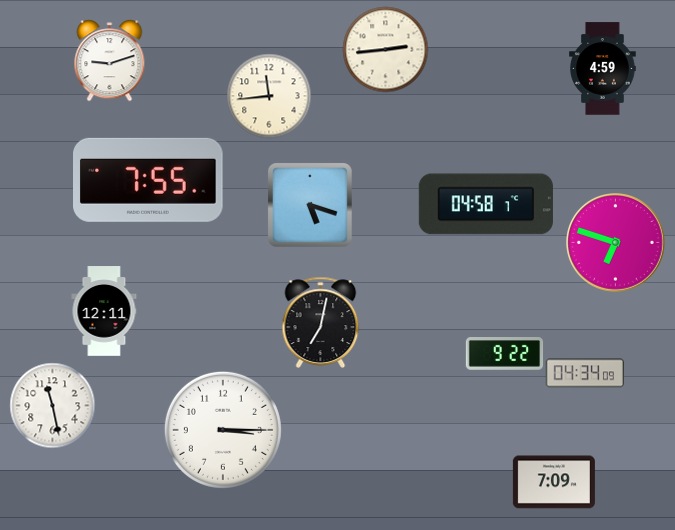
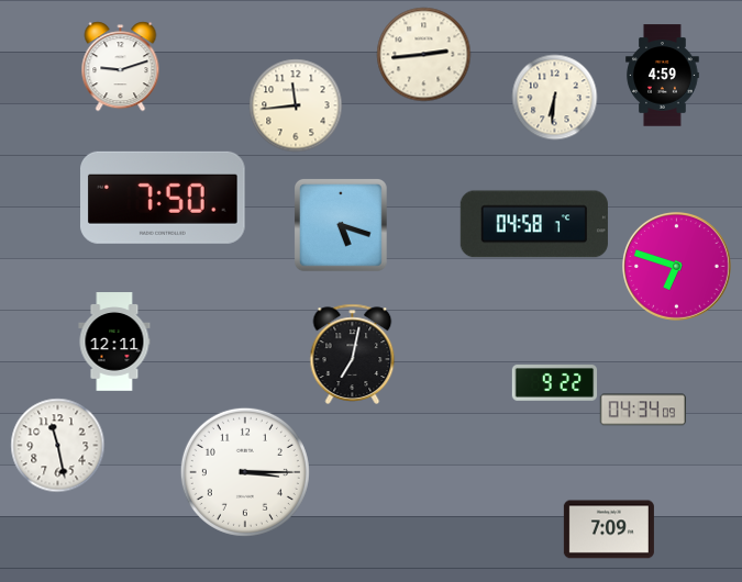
clock at (554, 97): none -> 6:31
clock at (149, 180): 7:55 -> 7:50
clock at (504, 354) position: (504, 354) -> (554, 383)
